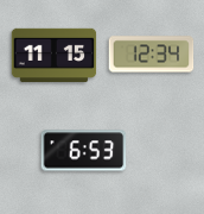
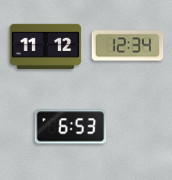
clock at (55, 55): 11:15 -> 11:12
